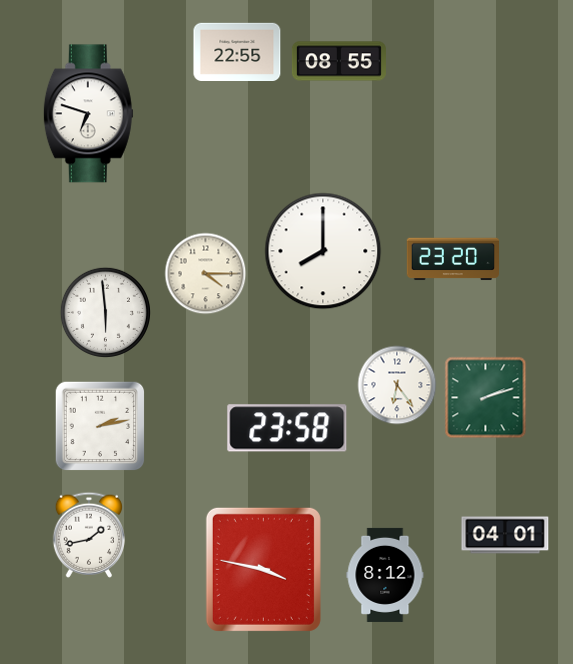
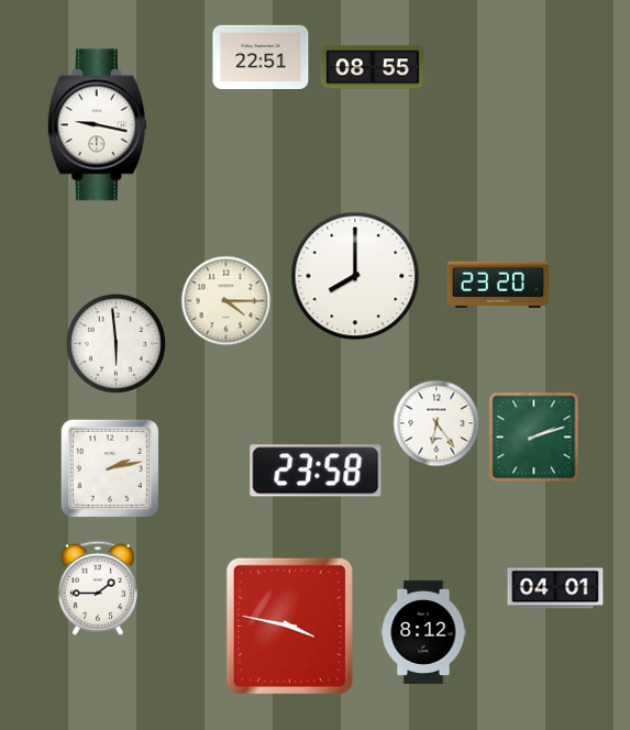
clock at (237, 51): 22:55 -> 22:51
clock at (88, 114): 6:48 -> 9:17
clock at (89, 535): 1:43 -> 1:45
